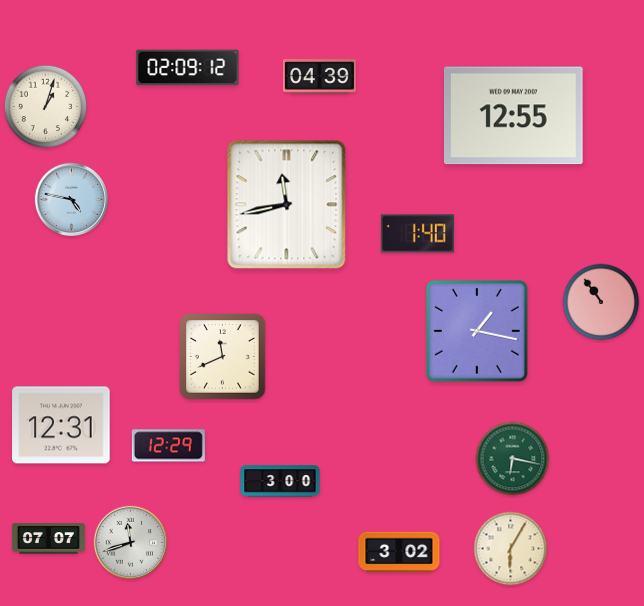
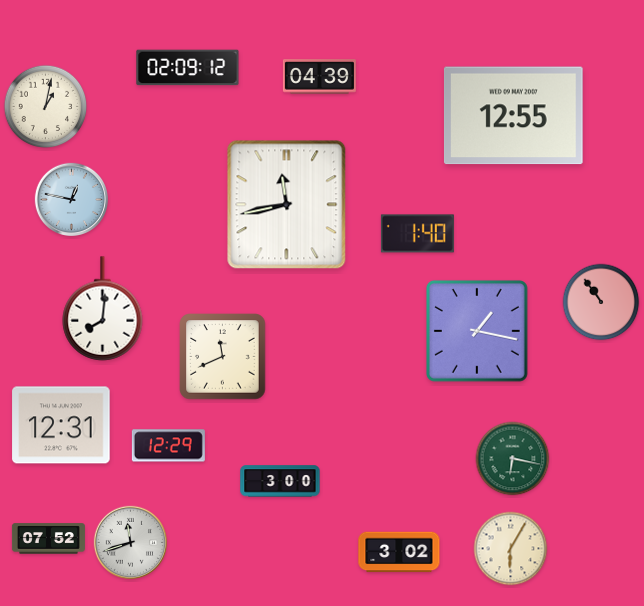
clock at (46, 107): 1:03 -> 1:02
clock at (71, 199): 4:47 -> 12:47
clock at (103, 309): none -> 8:01
clock at (48, 539): 07:07 -> 07:52
